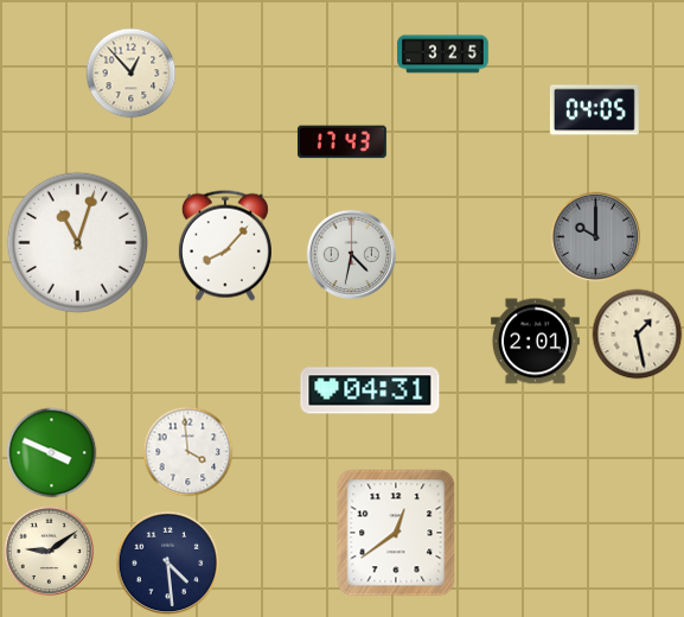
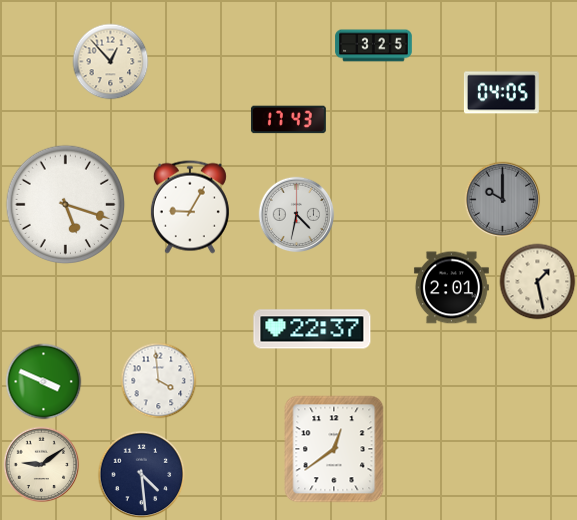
clock at (78, 243): 11:03 -> 5:18
clock at (225, 246): 8:07 -> 9:05
clock at (370, 390): 04:31 -> 22:37
